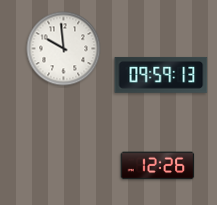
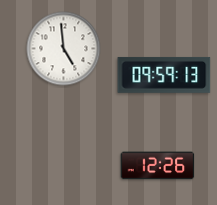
clock at (64, 49): 9:59 -> 4:59
clock at (161, 75) position: (161, 75) -> (164, 75)
